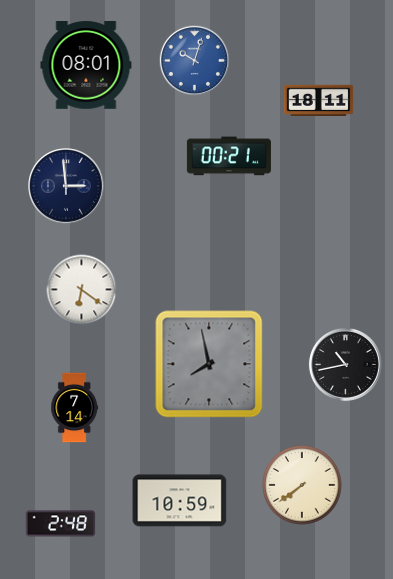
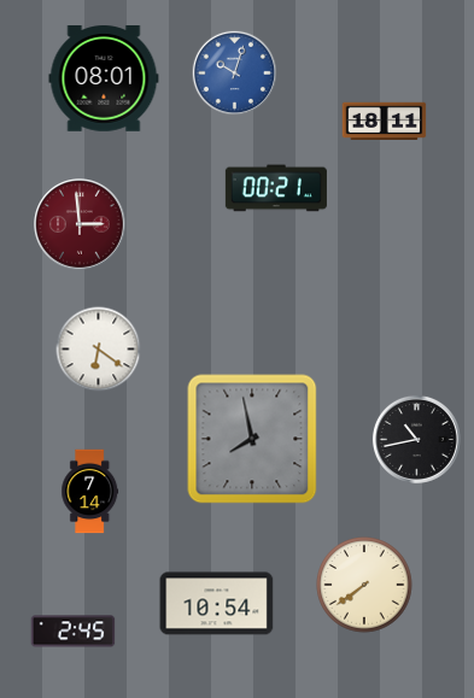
clock at (66, 186) dial: navy -> burgundy
clock at (180, 501): 10:59 -> 10:54
clock at (61, 524): 2:48 -> 2:45
